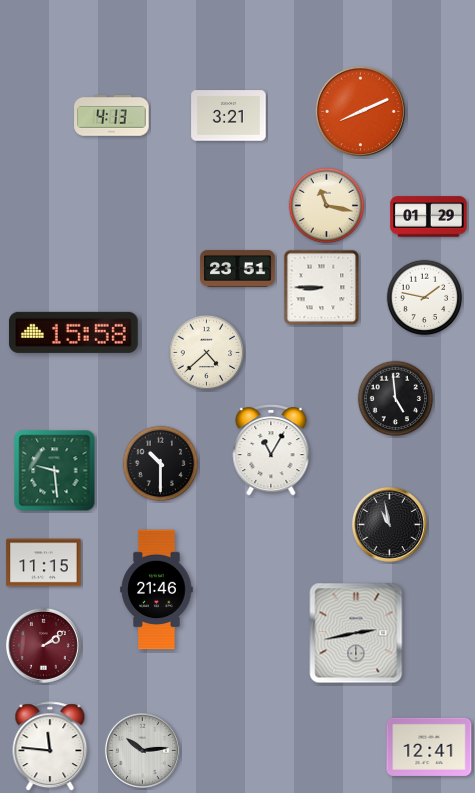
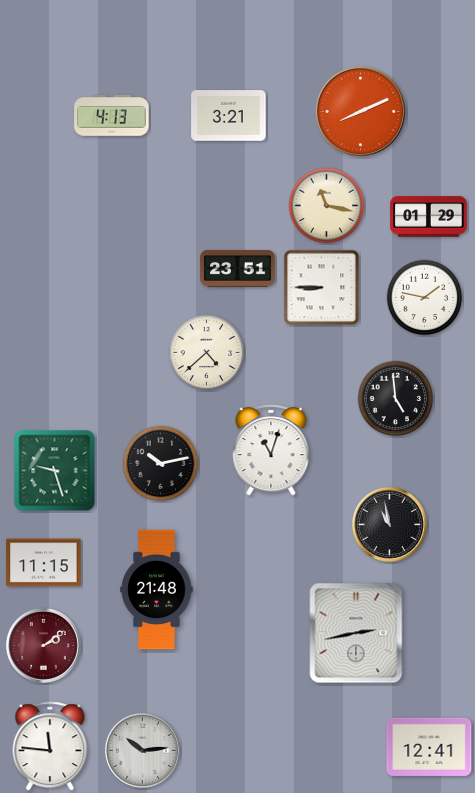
clock at (74, 332): 15:58 -> none
clock at (271, 450): 11:05 -> 11:03
clock at (161, 464): 10:30 -> 10:13
clock at (55, 471): 9:29 -> 9:27
clock at (157, 590): 21:46 -> 21:48
